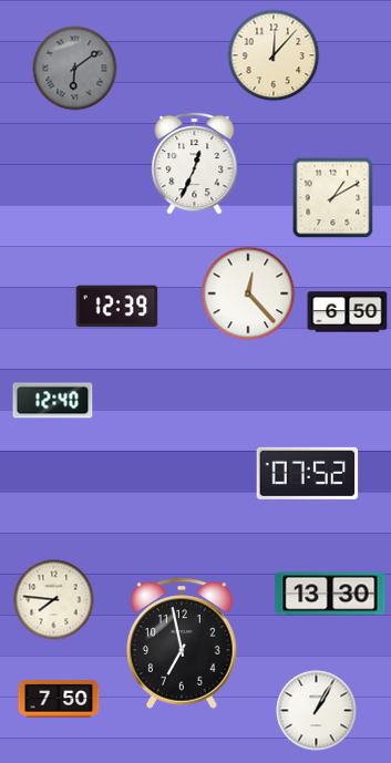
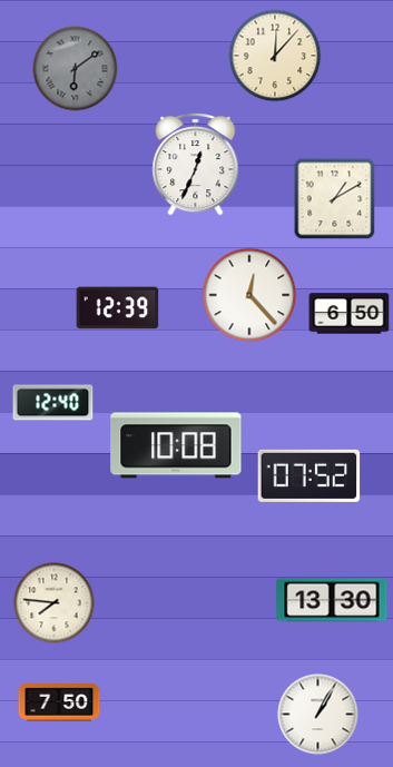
clock at (176, 445): none -> 10:08
clock at (330, 594) position: (330, 594) -> (332, 600)
clock at (182, 643): 6:58 -> none
